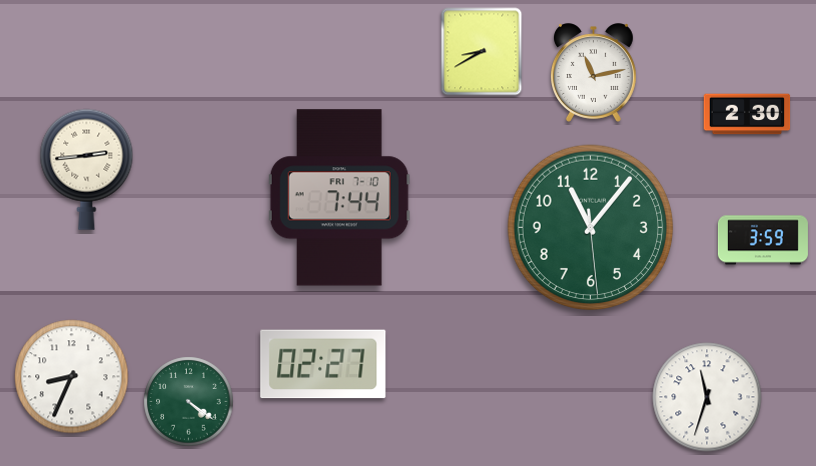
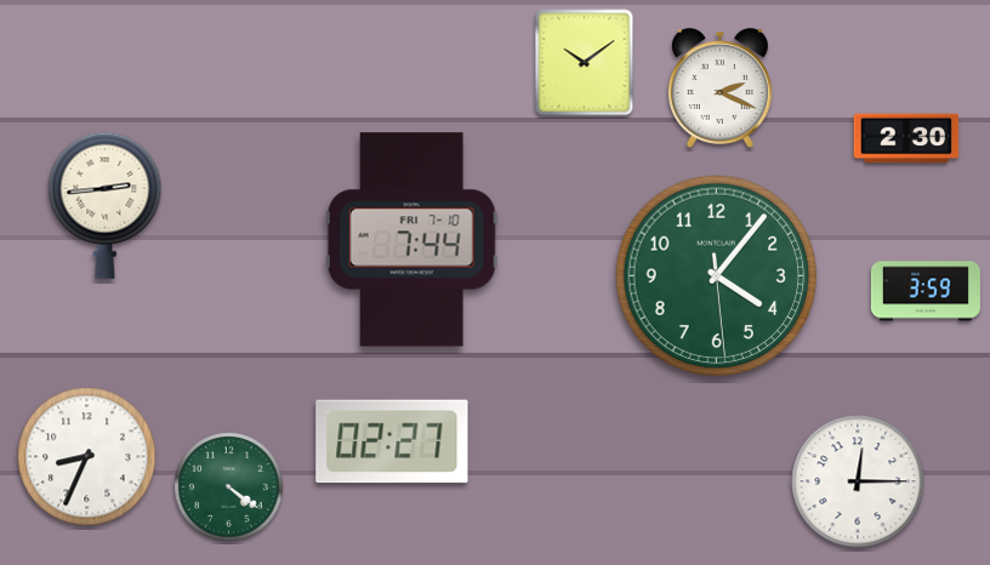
clock at (482, 52): 8:40 -> 10:09
clock at (593, 73): 11:13 -> 2:19
clock at (591, 228): 11:06 -> 4:06
clock at (707, 397): 11:33 -> 12:15
